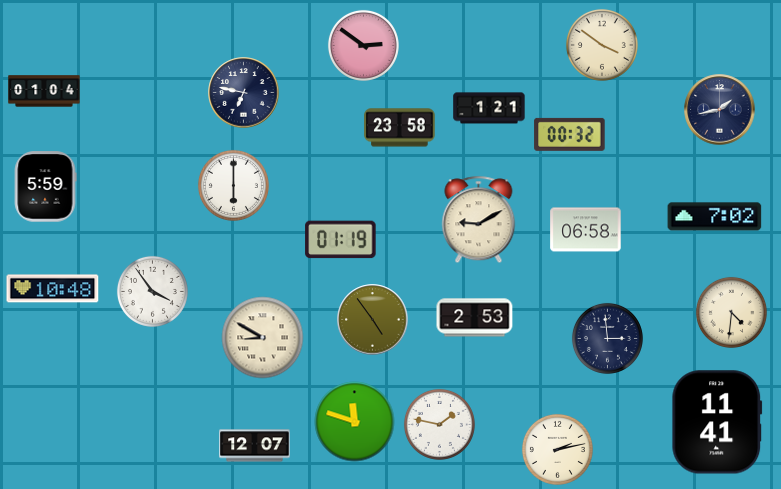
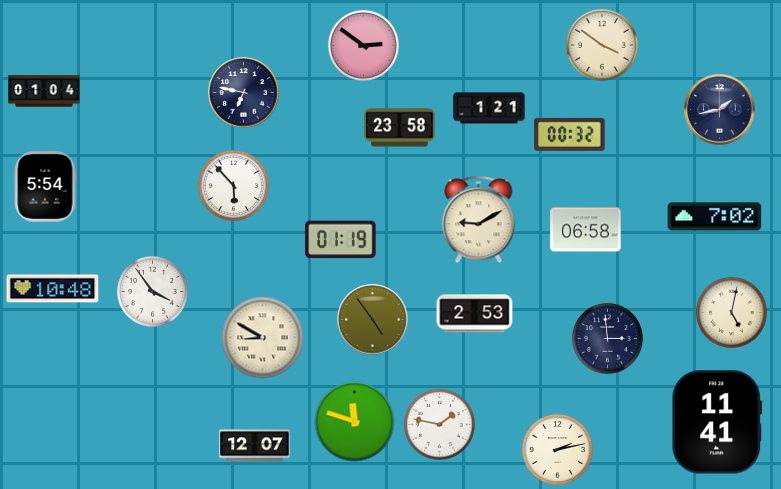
clock at (233, 185): 6:00 -> 5:53
clock at (45, 187): 5:59 -> 5:54
clock at (731, 312): 4:31 -> 5:02
clock at (475, 318) position: (475, 318) -> (475, 314)
